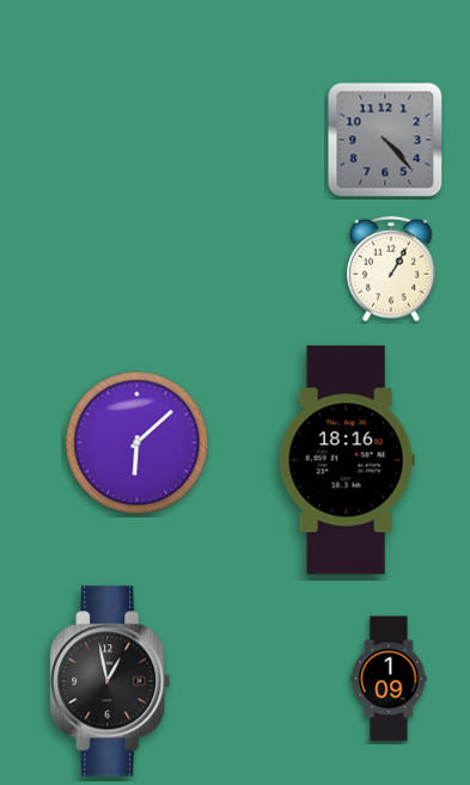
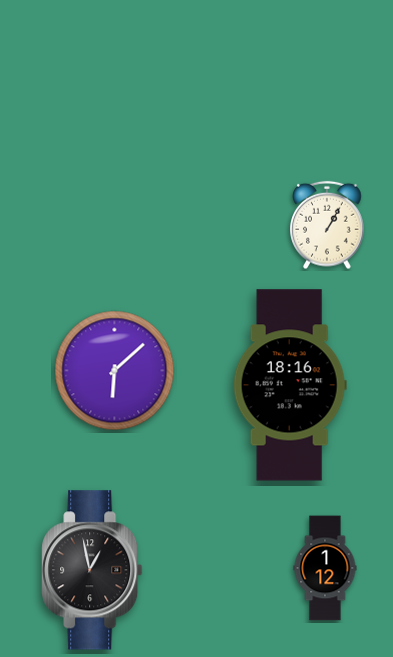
clock at (385, 140): 4:23 -> none
clock at (389, 679): 1:09 -> 1:12
